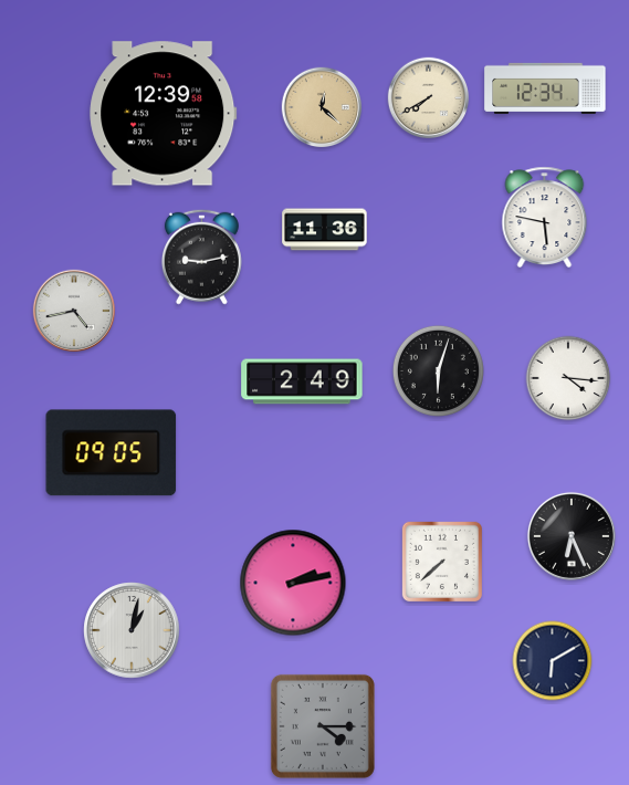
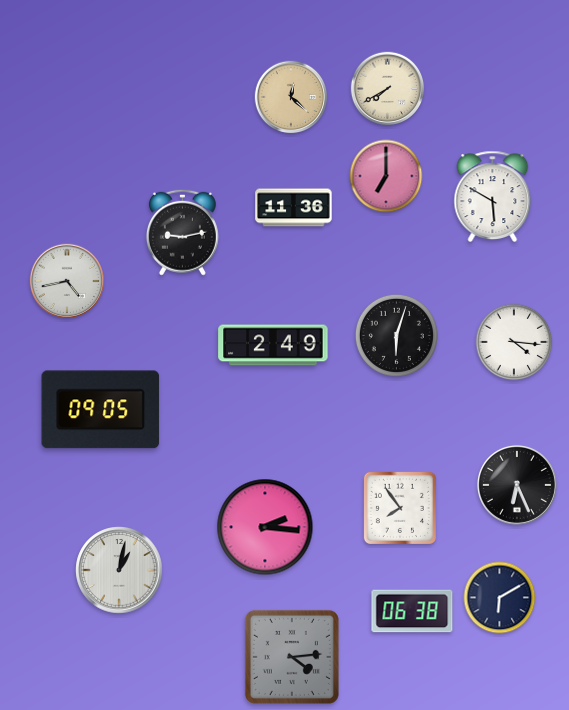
clock at (545, 88): 12:34 -> none
clock at (164, 114): 12:39 -> none
clock at (386, 176): none -> 7:00
clock at (545, 217): 5:47 -> 5:50
clock at (442, 562): 7:38 -> 7:54
clock at (293, 583): 2:13 -> 2:16
clock at (412, 611): none -> 06:38
clock at (323, 726): 4:15 -> 4:14
